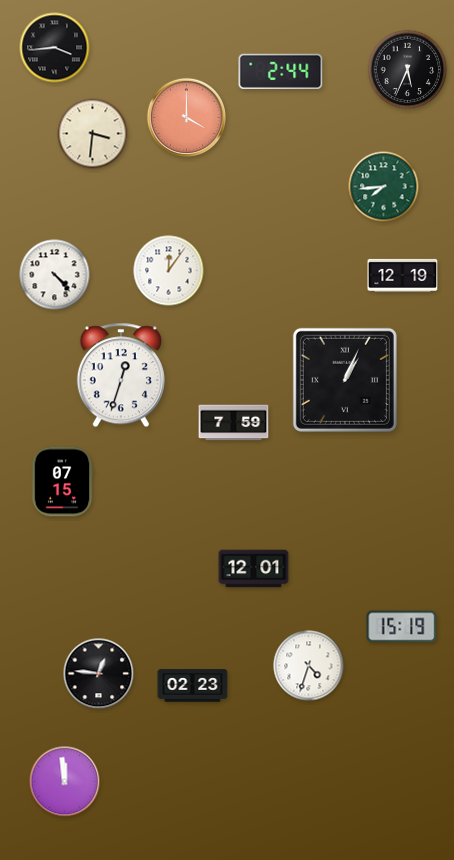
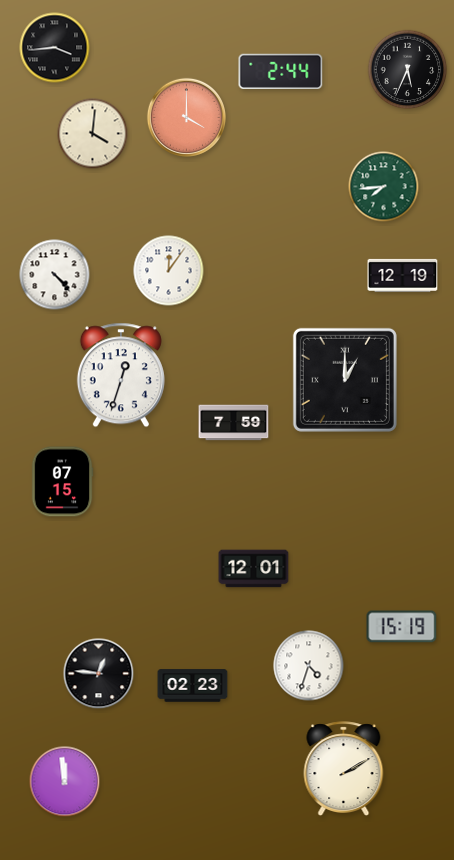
clock at (93, 134): 3:31 -> 4:01
clock at (345, 380): 1:04 -> 1:00
clock at (344, 768): none -> 2:10
